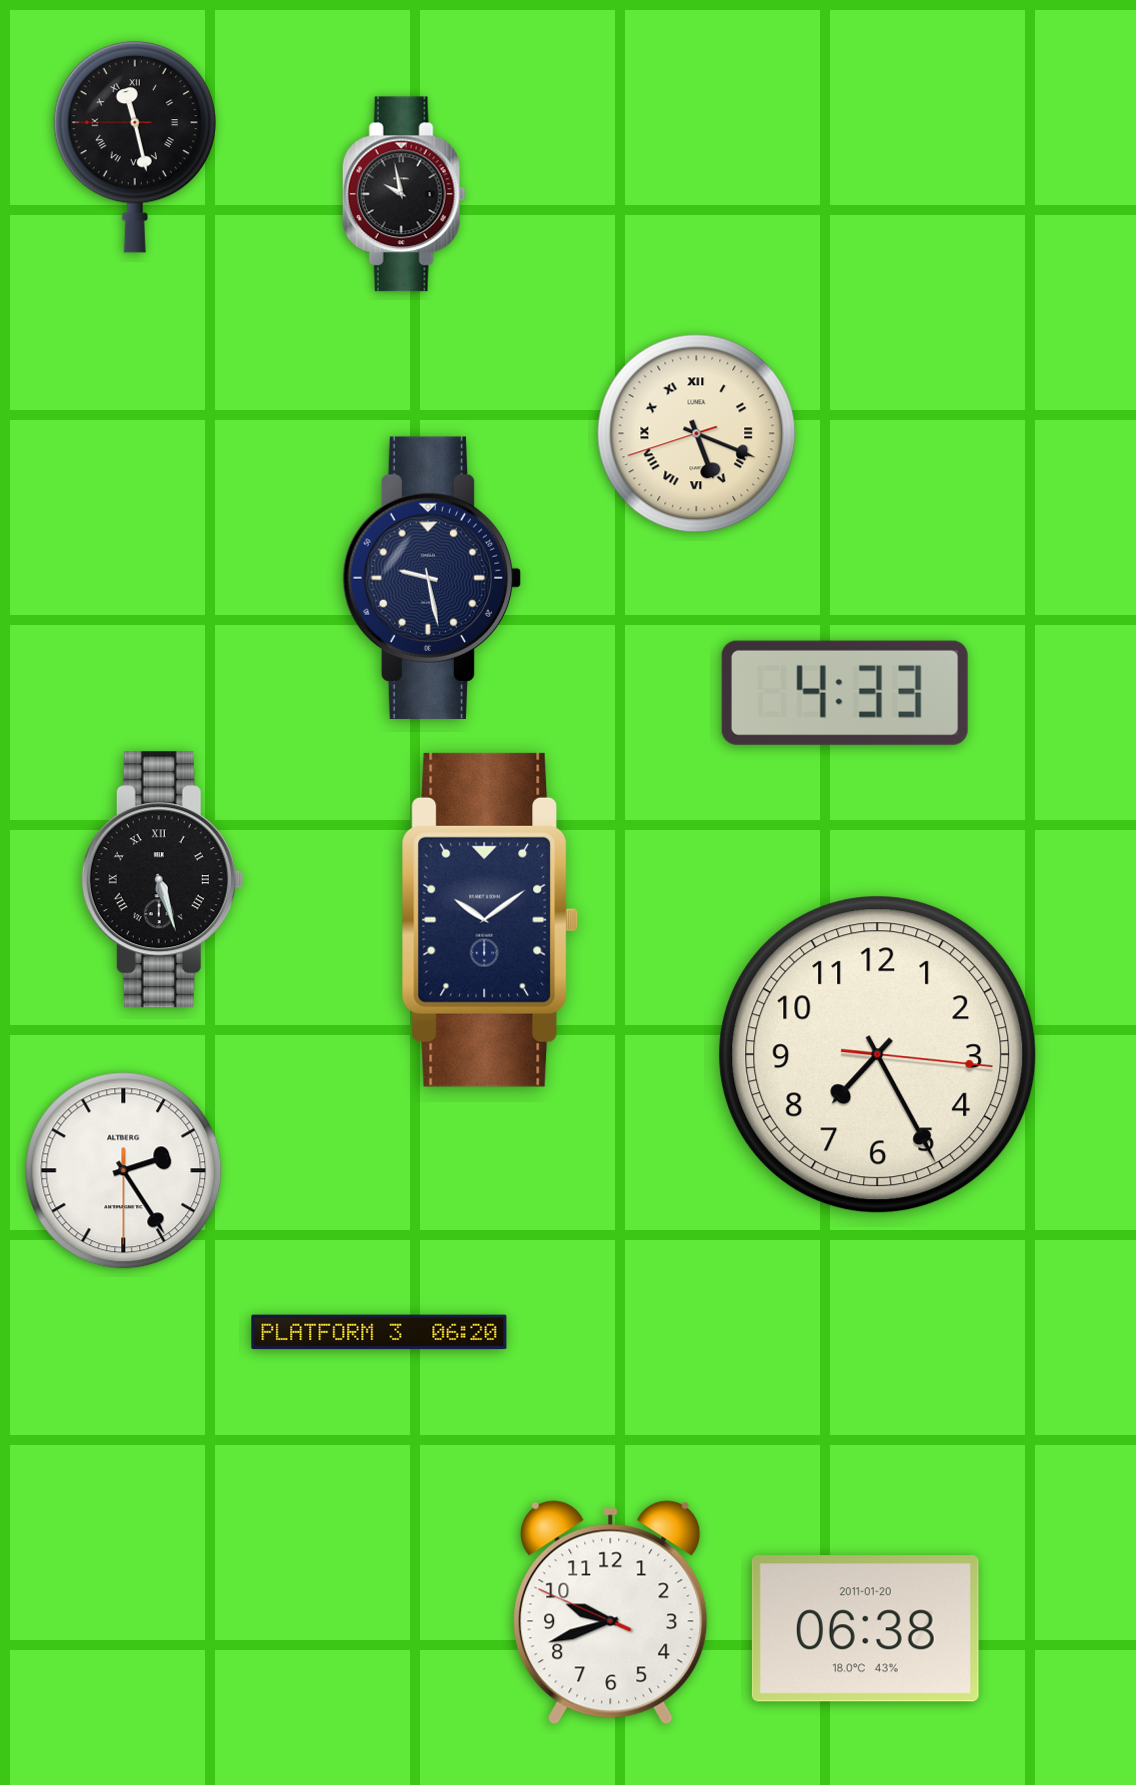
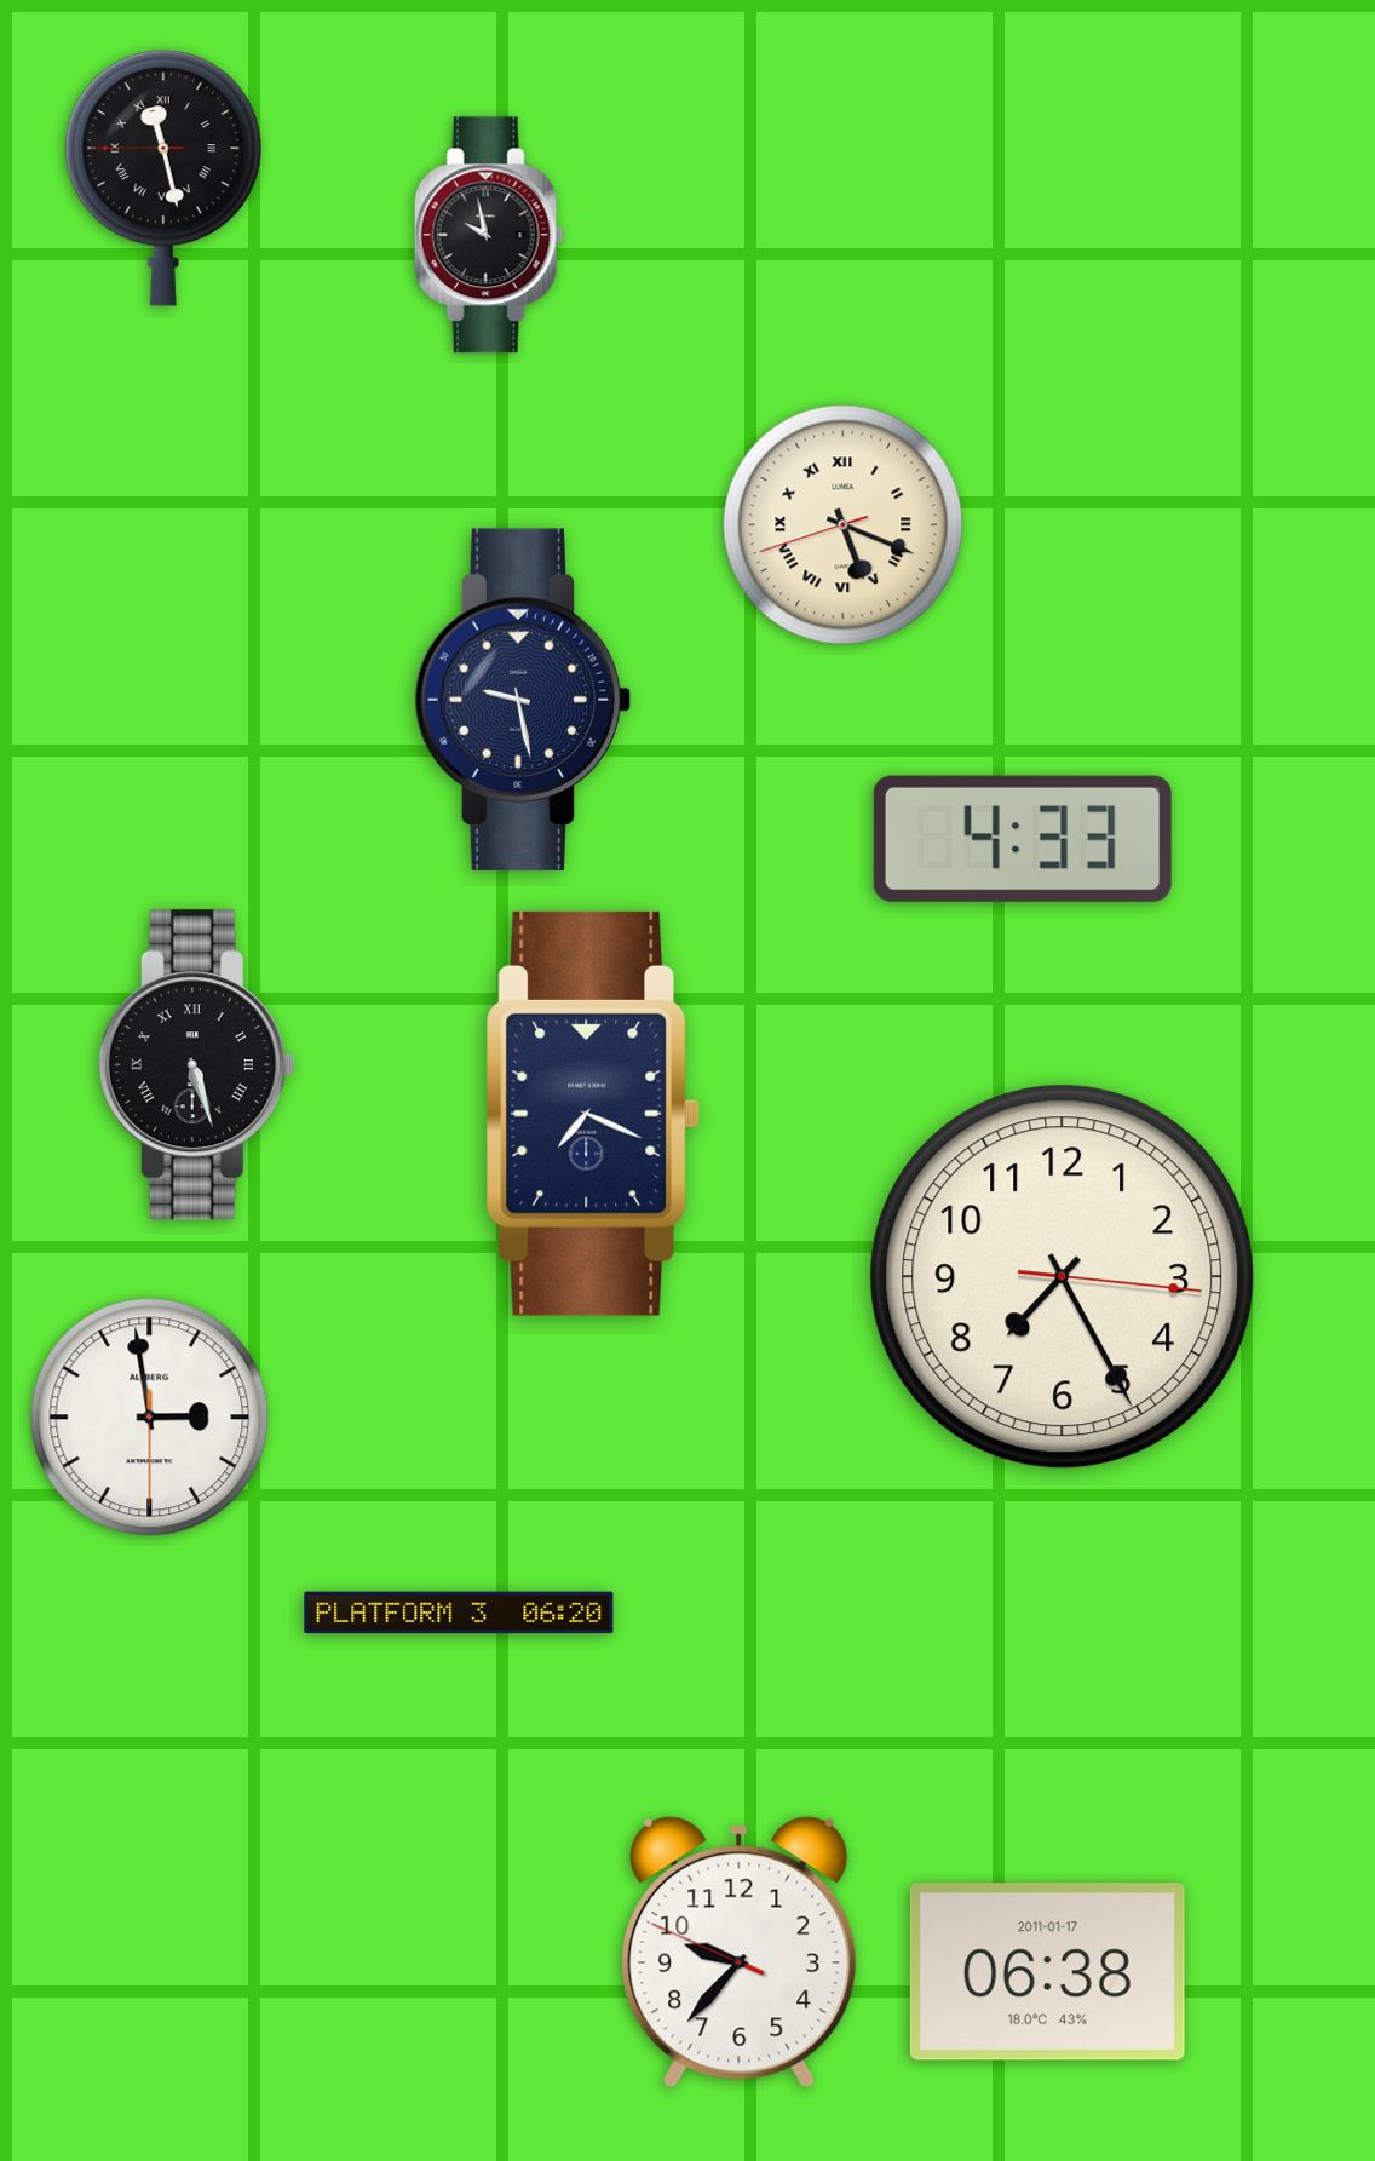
clock at (490, 920): 10:09 -> 7:19
clock at (124, 1171): 2:24 -> 2:58
clock at (611, 1613): 9:41 -> 9:36
clock at (865, 1629) date: 2011-01-20 -> 2011-01-17
